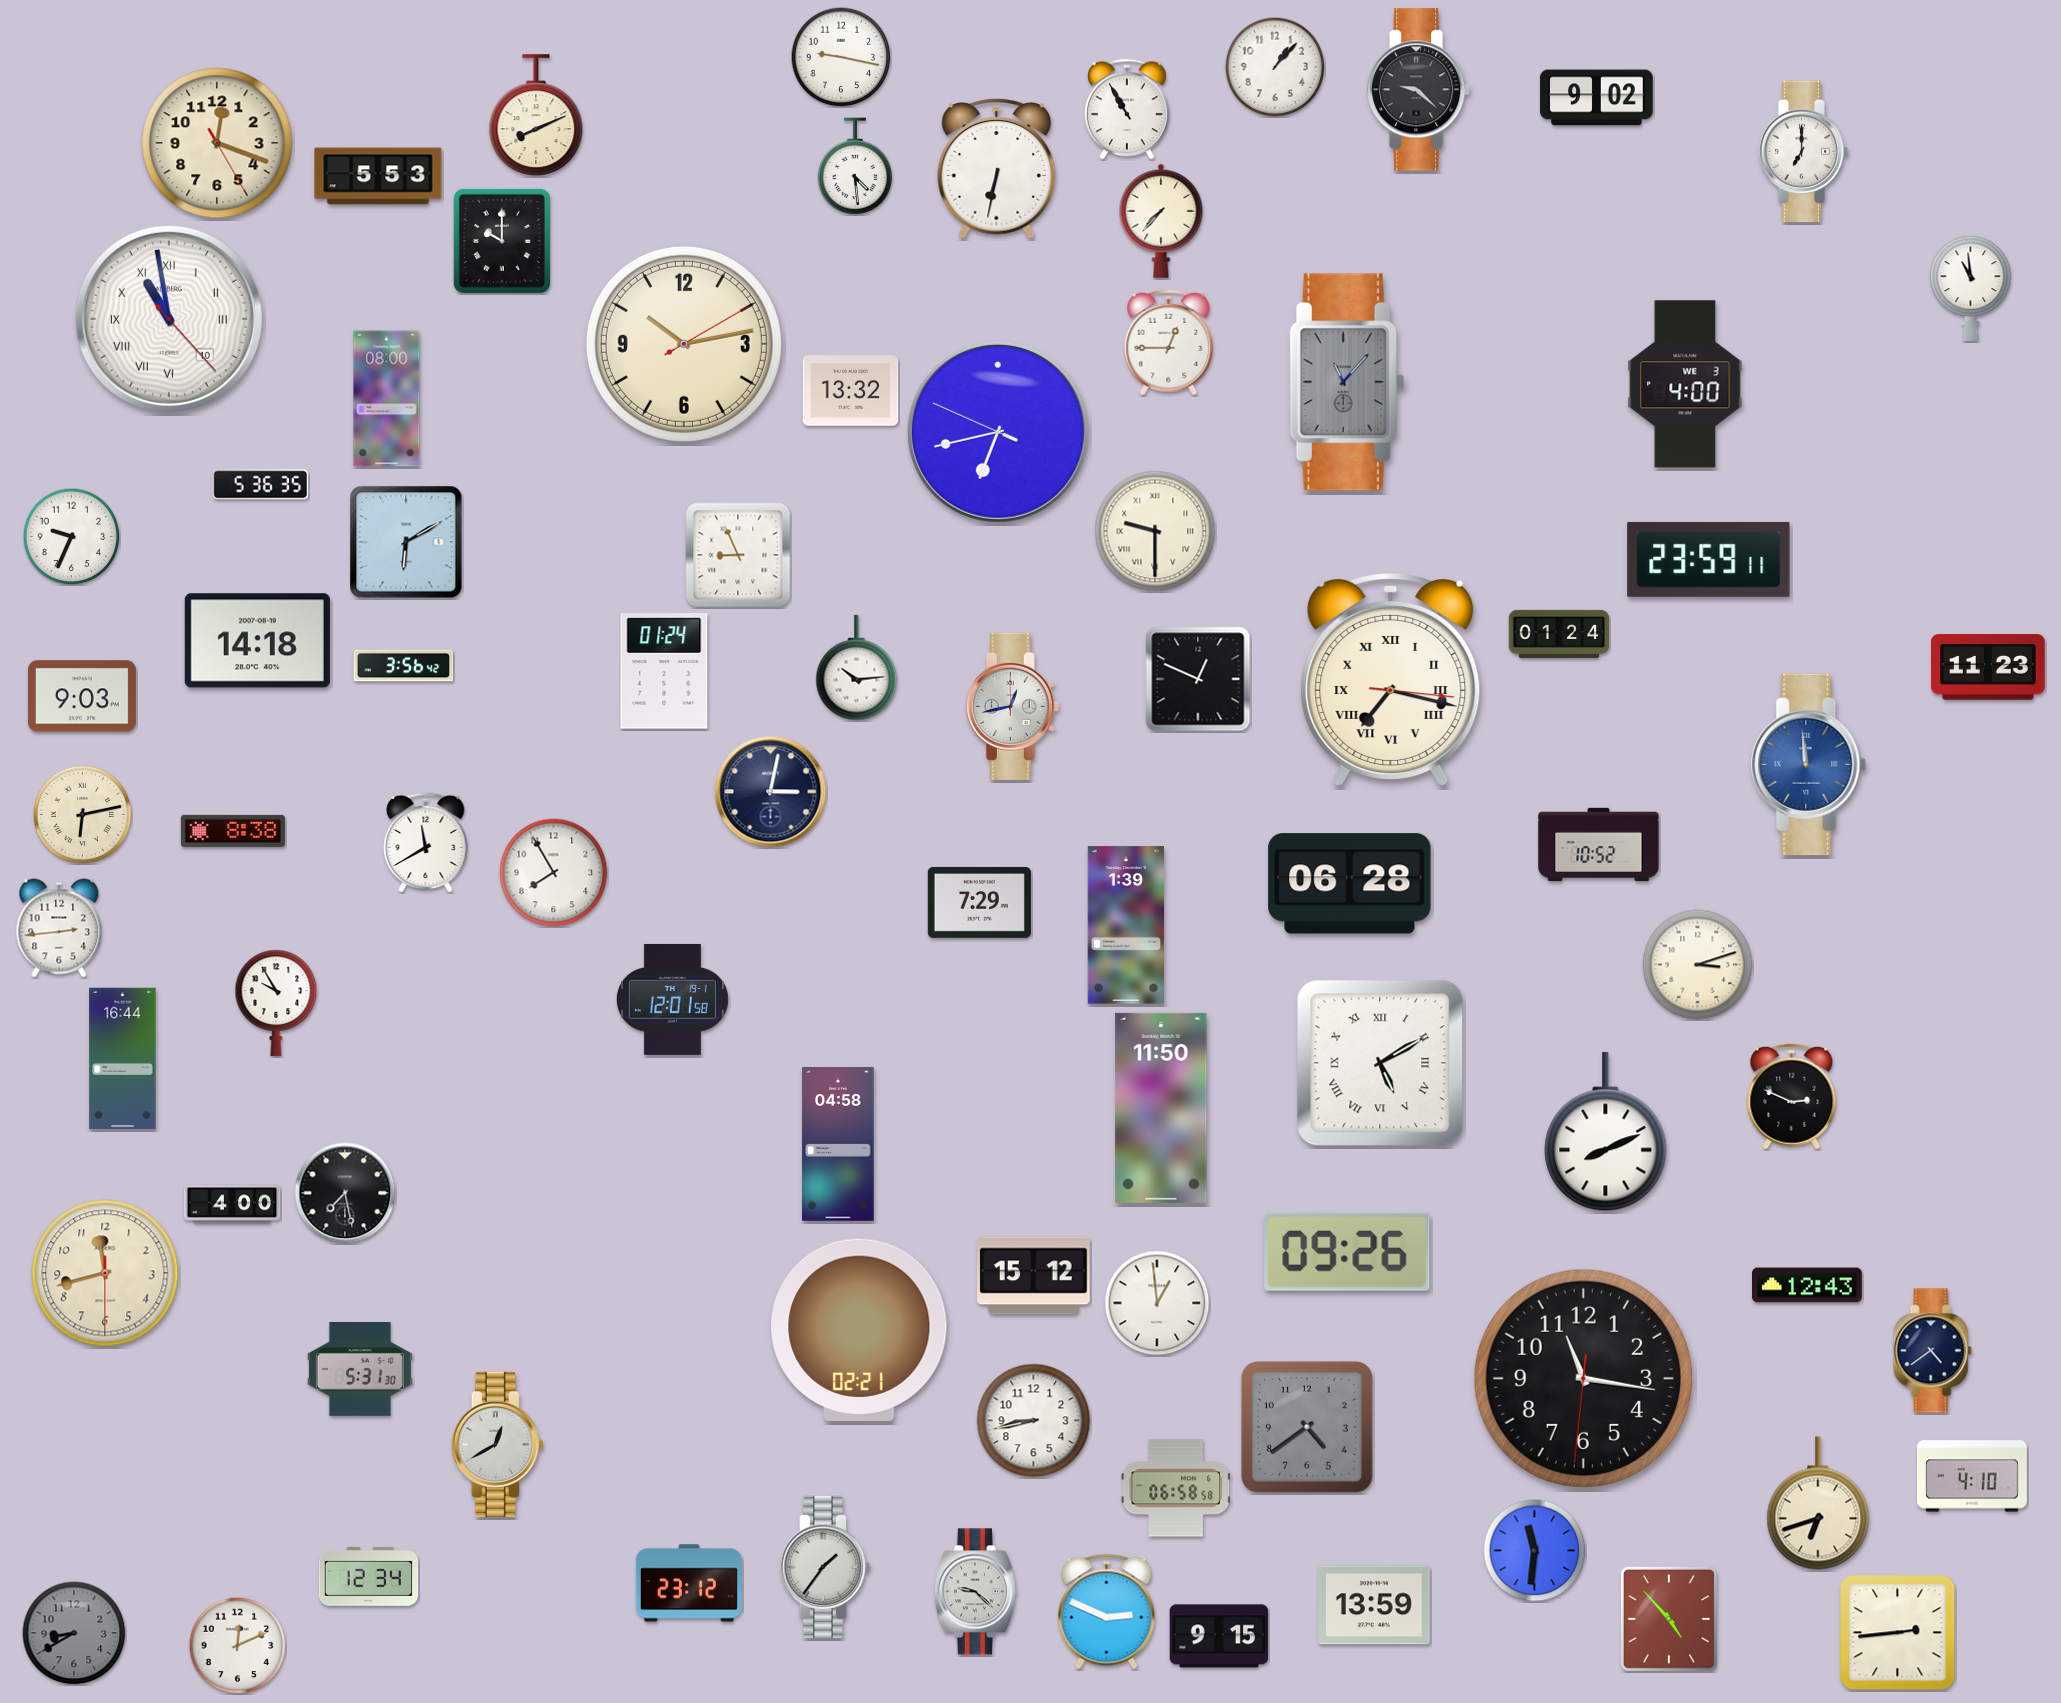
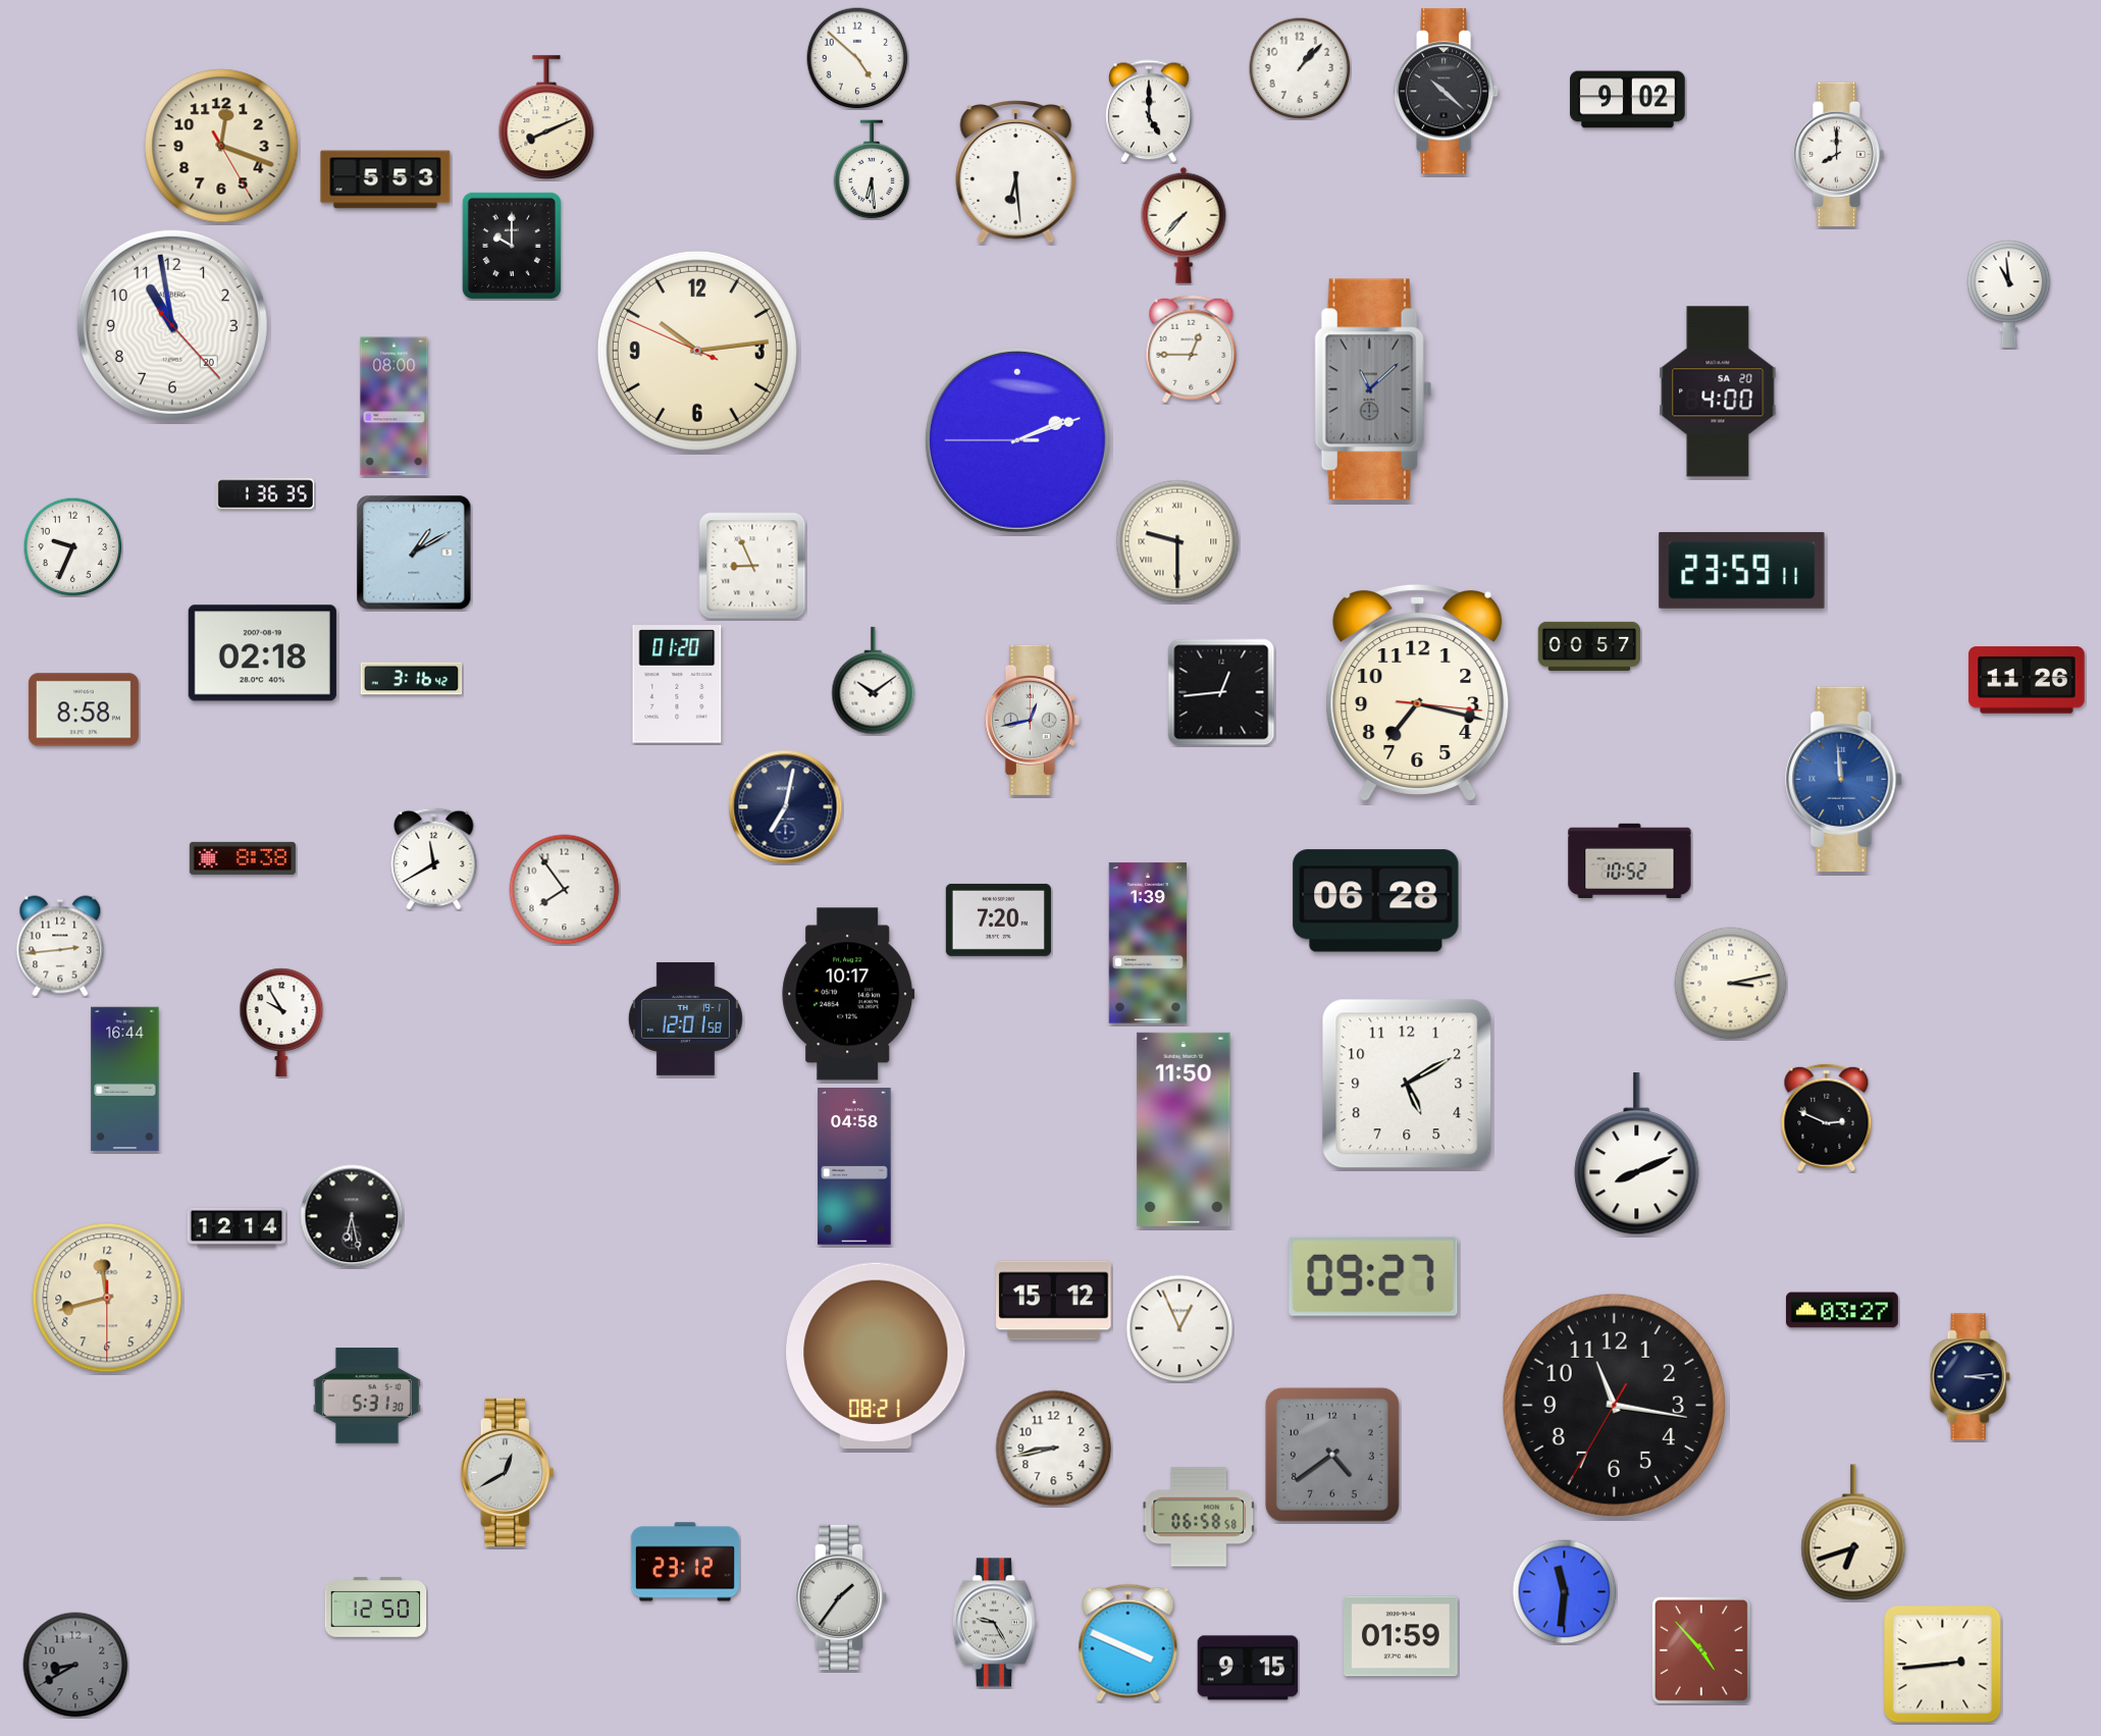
clock at (841, 57): 9:17 -> 4:52
clock at (1419, 90): 9:22 -> 10:22
clock at (1127, 109): 10:55 -> 5:00
clock at (1804, 152): 7:00 -> 8:00
clock at (855, 166): 4:29 -> 6:29
clock at (997, 169): 6:32 -> 6:29
clock at (169, 319) date: 10 -> 20
clock at (169, 319) numerals: Roman -> Arabic
clock at (684, 344): 10:13:10 -> 10:13:49
clock at (1347, 382): 11:07 -> 11:08
clock at (1685, 384) date: WE 3 -> SA 20
clock at (851, 391): 13:32 -> none
clock at (998, 432): 6:42 -> 2:11
clock at (261, 485): 5:36 -> 1:36
clock at (406, 542): 6:10 -> 1:10
clock at (1559, 634): 01:24 -> 00:57
clock at (257, 641): 14:18 -> 02:18
clock at (404, 666): 3:56 -> 3:16
clock at (1988, 667): 11:23 -> 11:26
clock at (857, 668): 10:14 -> 10:09
clock at (664, 671): 01:24 -> 01:20
clock at (1198, 679): 12:49 -> 12:44
clock at (1391, 679) numerals: Roman -> Arabic
clock at (82, 696): 9:03 -> 8:58
clock at (771, 792): 3:02 -> 7:02
clock at (83, 815): 6:13 -> none
clock at (233, 831) position: (233, 831) -> (243, 858)
clock at (554, 873): 7:55 -> 7:54
clock at (979, 902): 7:29 -> 7:20
clock at (1698, 965): 3:12 -> 3:13
clock at (848, 994): none -> 10:17
clock at (1380, 1063) numerals: Roman -> Arabic
clock at (345, 1193): 7:28 -> 6:28
clock at (232, 1204): 4:00 -> 12:14
clock at (1347, 1252): 09:26 -> 09:27
clock at (1808, 1285): 12:43 -> 03:27
clock at (1157, 1303): 12:59 -> 12:56
clock at (859, 1330): 02:21 -> 08:21
clock at (1932, 1351): 4:39 -> 3:14
clock at (1583, 1378): 11:16:31 -> 11:16:35
clock at (1973, 1476): 4:10 -> none
clock at (1535, 1551) position: (1535, 1551) -> (1565, 1592)
clock at (369, 1576): 12:34 -> 12:50
clock at (689, 1583) position: (689, 1583) -> (685, 1562)
clock at (975, 1592): 9:22 -> 9:25
clock at (1375, 1605): 13:59 -> 01:59
clock at (1107, 1612): 2:49 -> 3:49
clock at (1898, 1633) position: (1898, 1633) -> (1943, 1665)
clock at (1219, 1636) position: (1219, 1636) -> (1248, 1668)
clock at (237, 1645): 12:11 -> none
